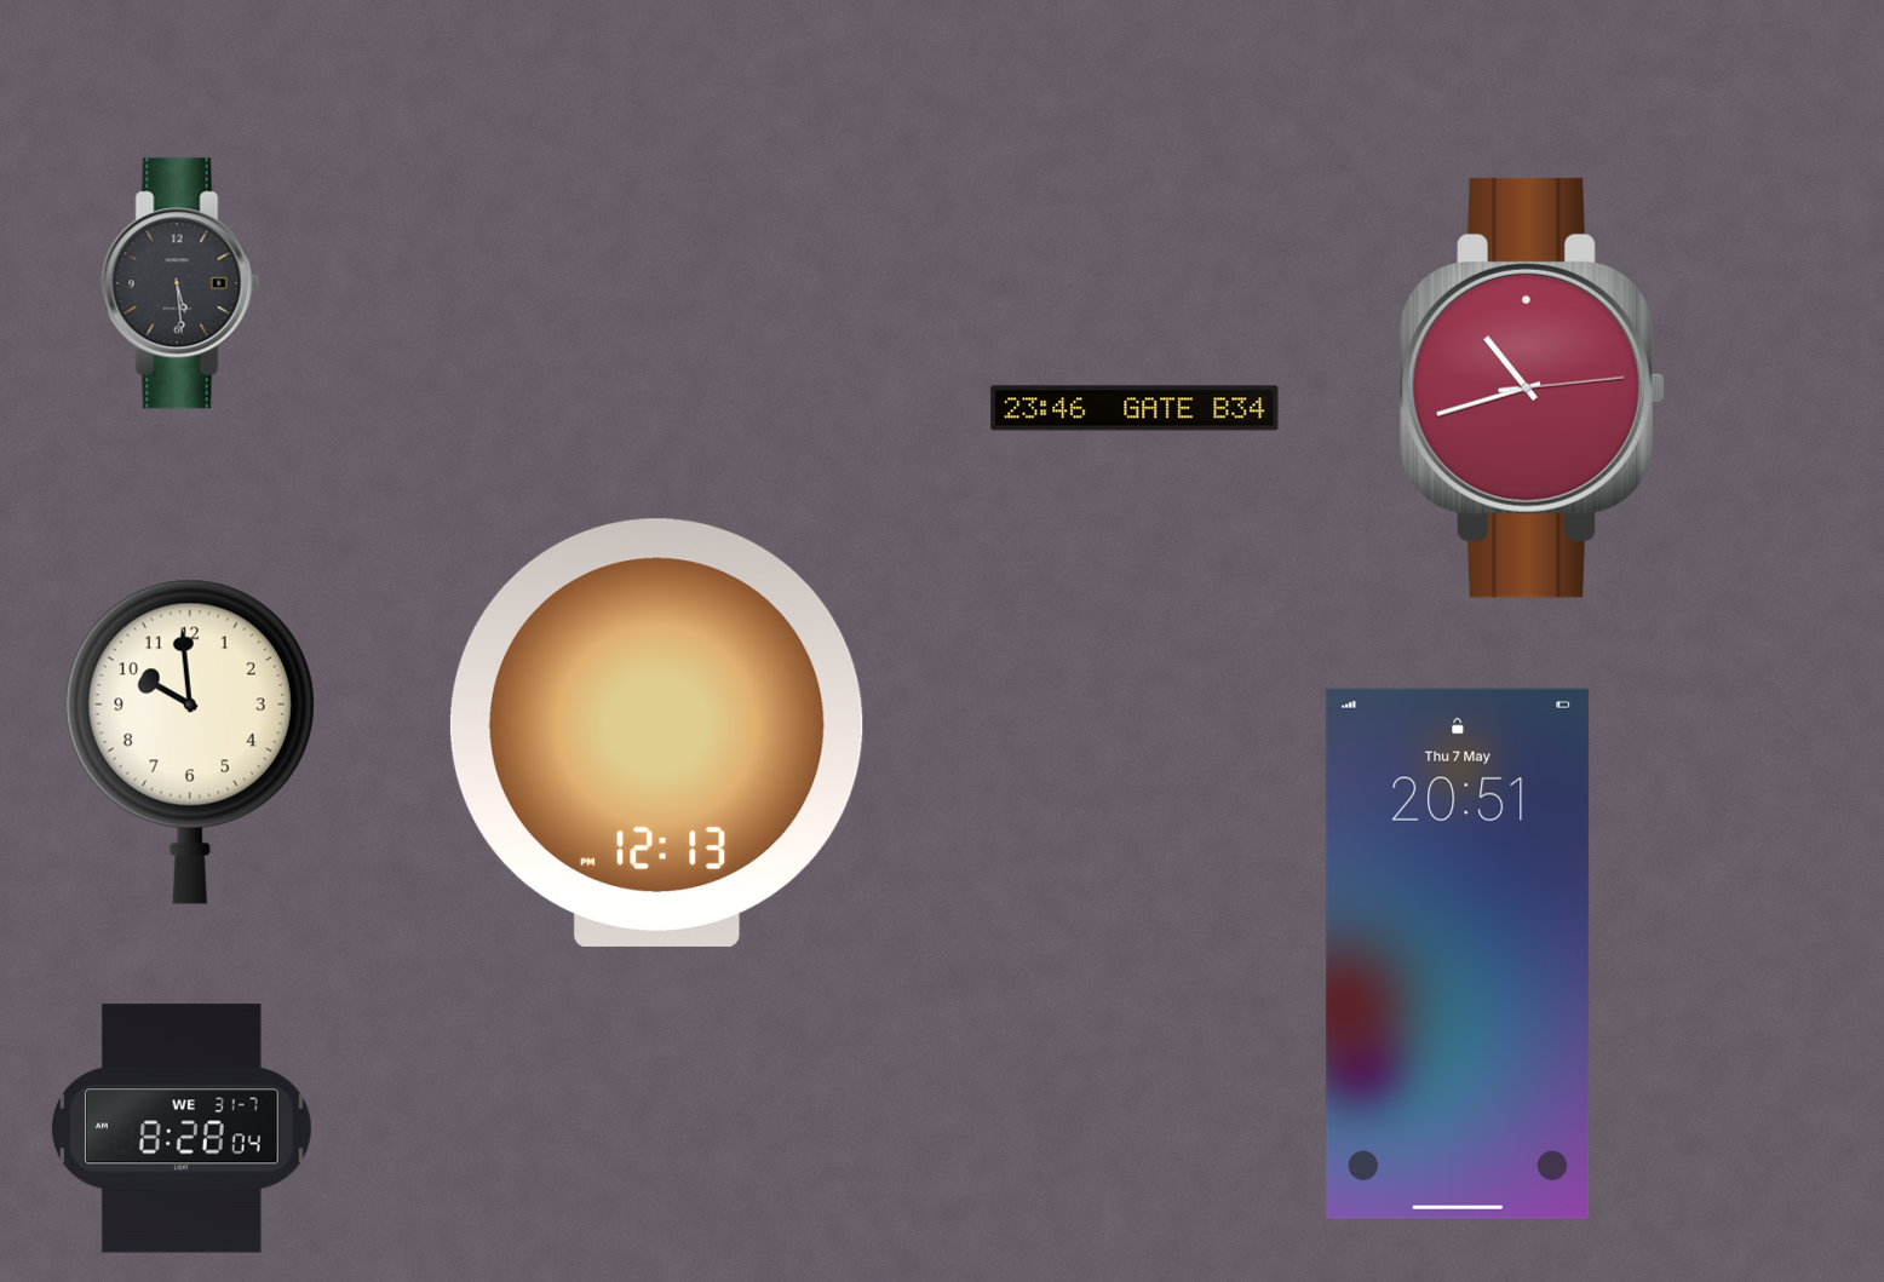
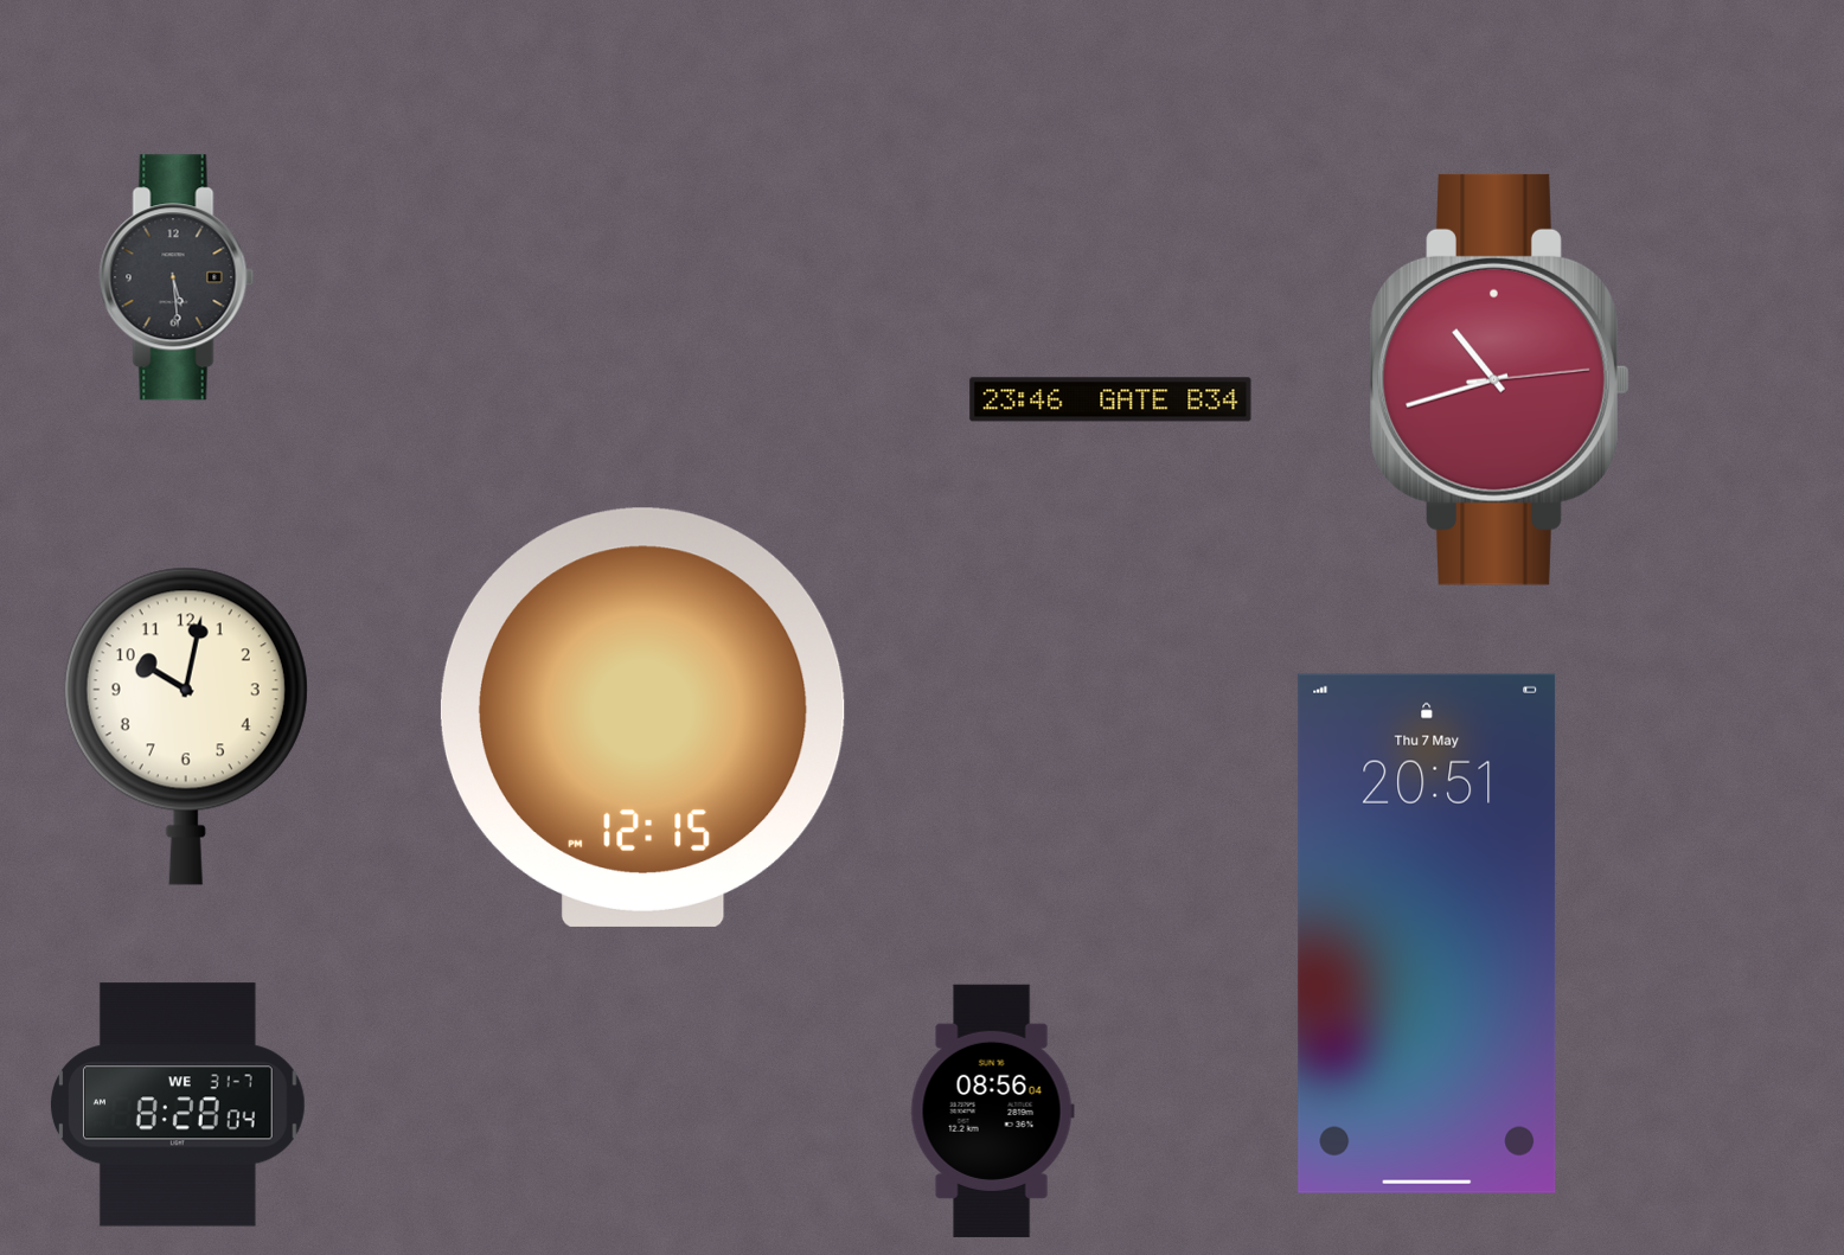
clock at (656, 732): 12:13 -> 12:15
clock at (190, 742): 9:59 -> 10:02
clock at (992, 1110): none -> 08:56
